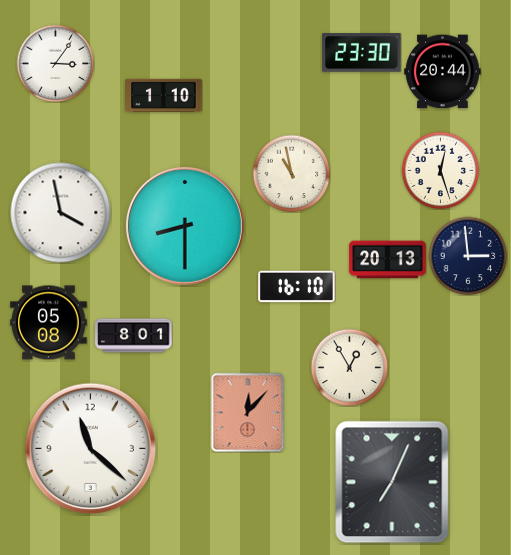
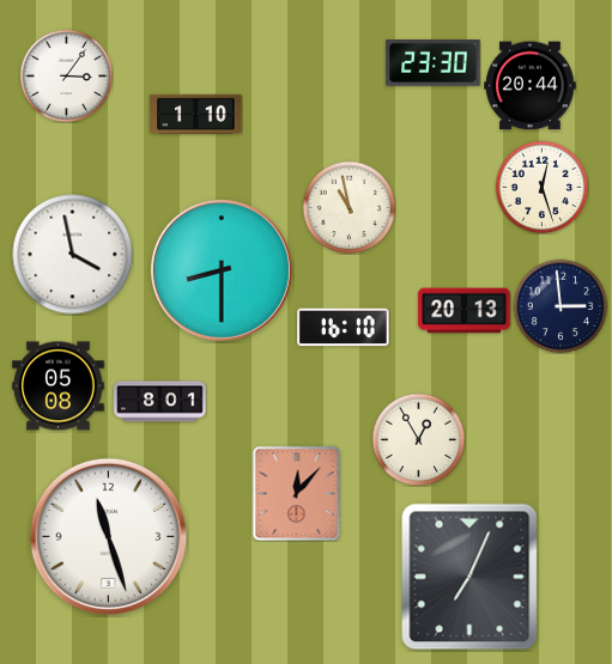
clock at (440, 170) position: (440, 170) -> (541, 187)
clock at (297, 287) position: (297, 287) -> (344, 328)
clock at (91, 449): 11:22 -> 11:27
